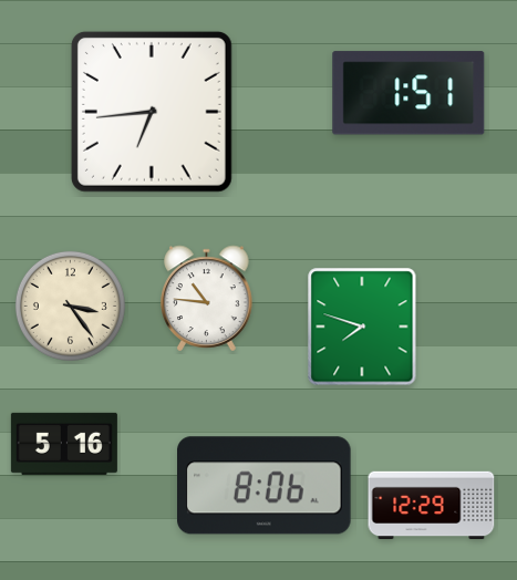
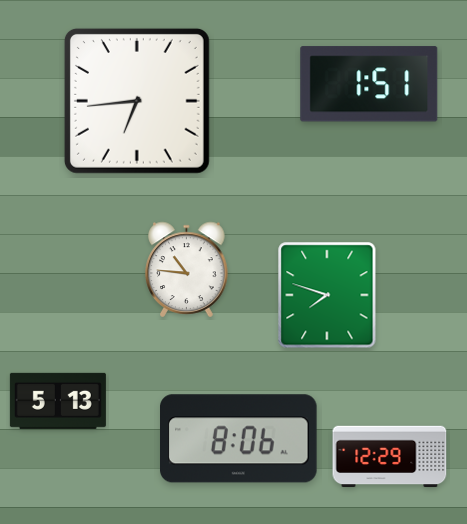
clock at (70, 305): 3:24 -> none
clock at (64, 444): 5:16 -> 5:13
